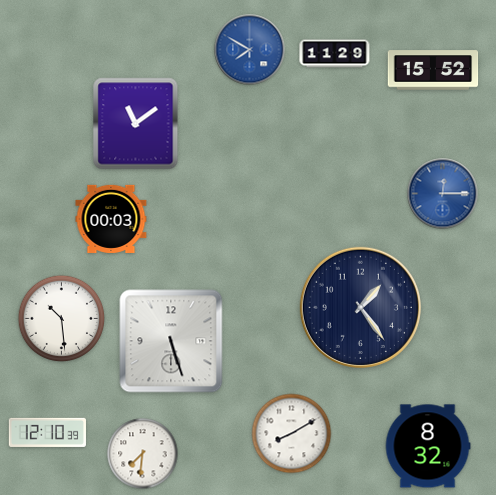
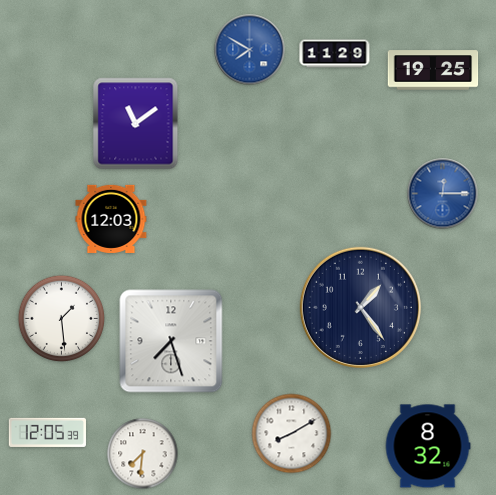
clock at (433, 70): 15:52 -> 19:25
clock at (111, 219): 00:03 -> 12:03
clock at (62, 319): 10:29 -> 1:29
clock at (171, 341): 5:27 -> 7:27
clock at (47, 432): 12:10 -> 12:05
